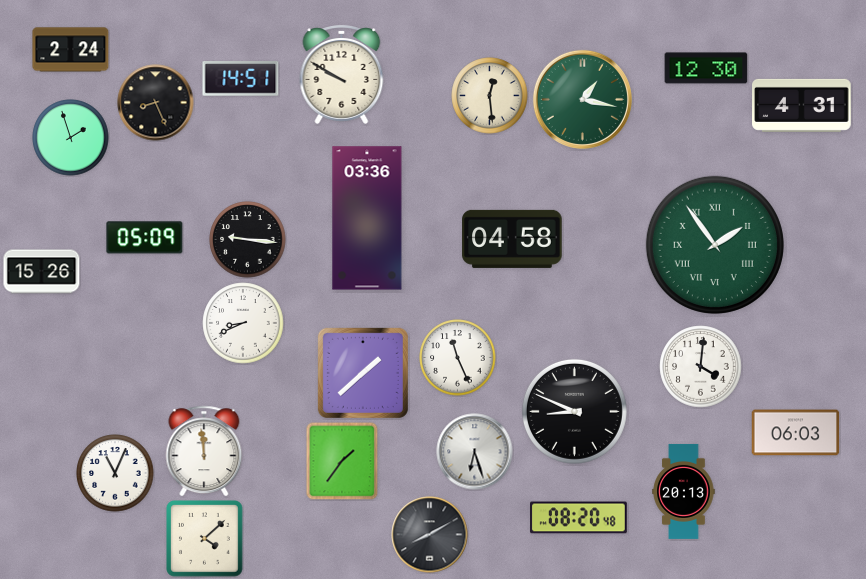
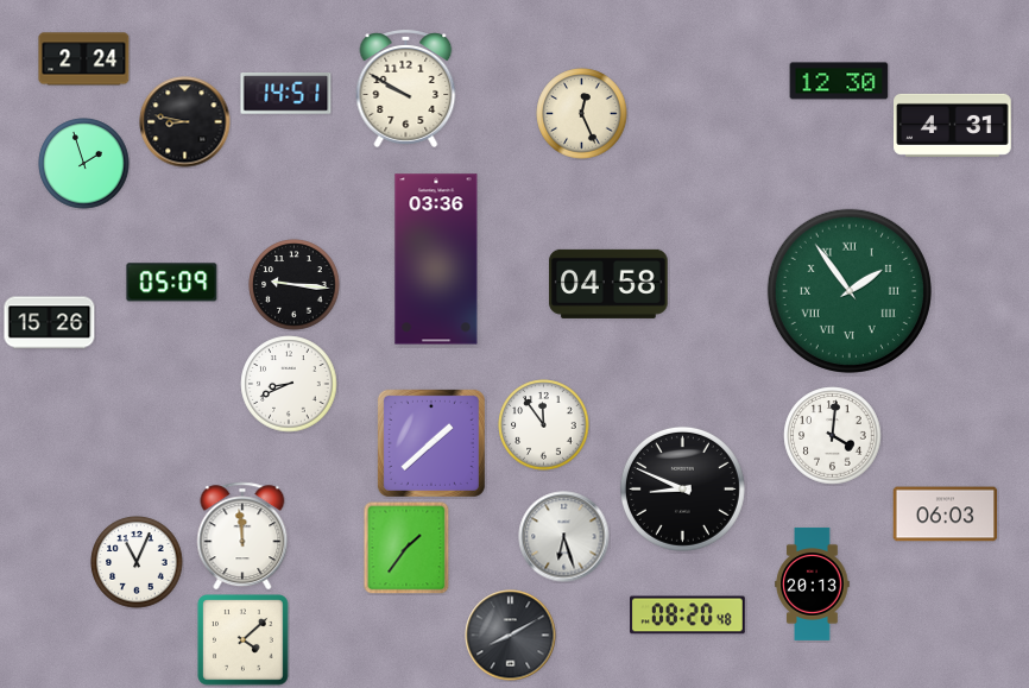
clock at (490, 96): 12:29 -> 12:26
clock at (582, 99): 1:17 -> none
clock at (156, 103): 8:26 -> 8:47
clock at (458, 358): 11:26 -> 11:54
